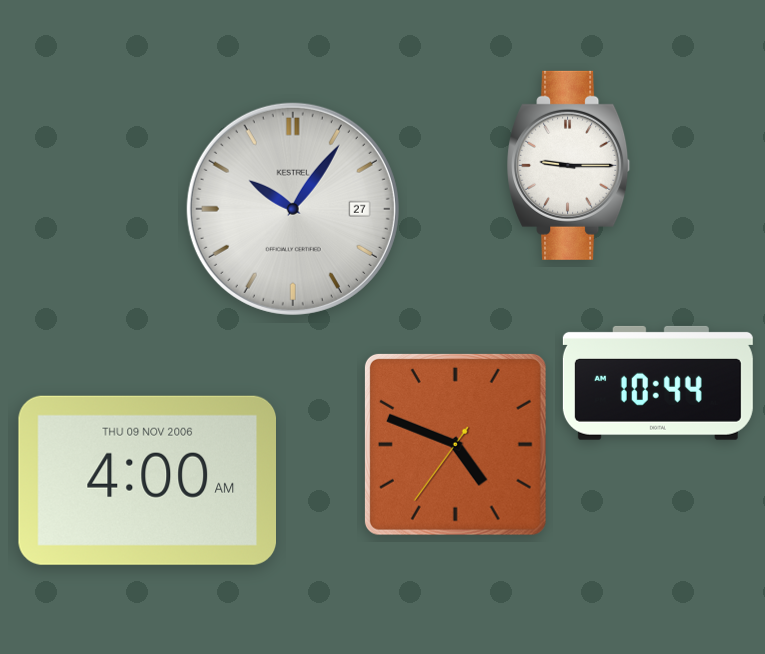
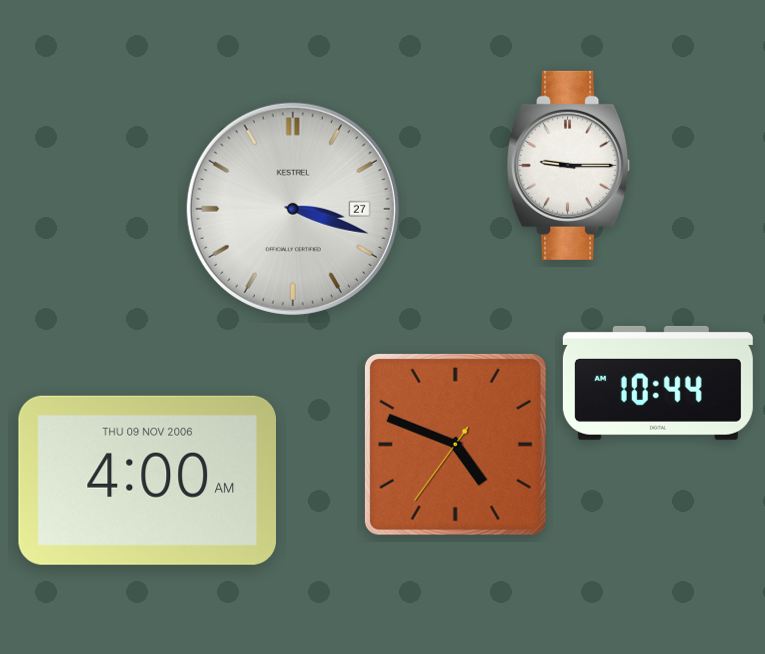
clock at (293, 209): 10:06 -> 3:18
